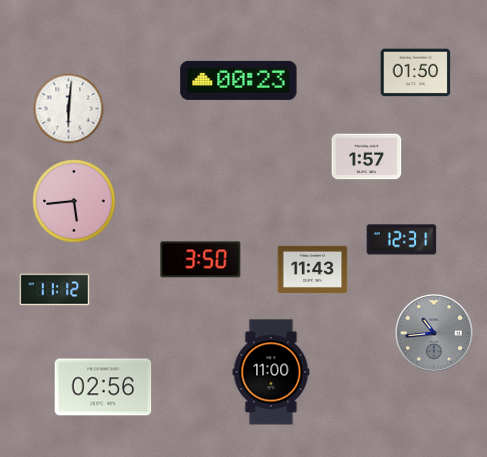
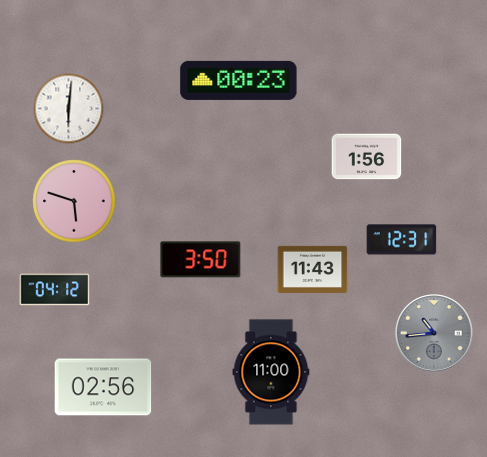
clock at (416, 73): 01:50 -> none
clock at (367, 157): 1:57 -> 1:56
clock at (74, 201): 5:44 -> 5:48
clock at (55, 290): 11:12 -> 04:12
